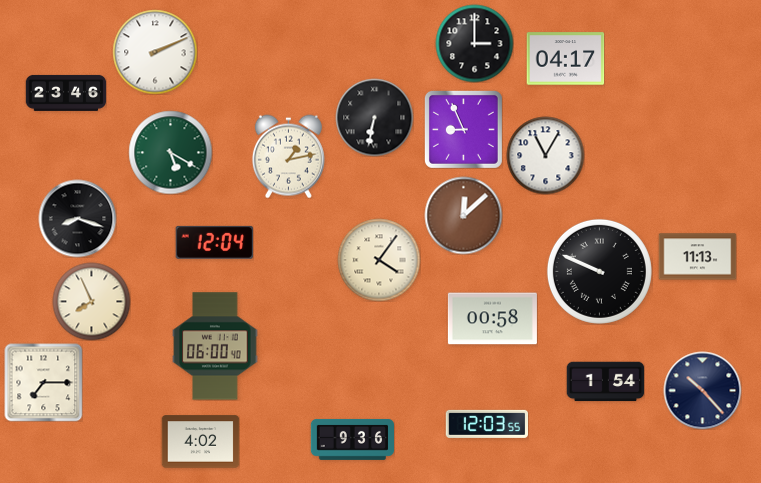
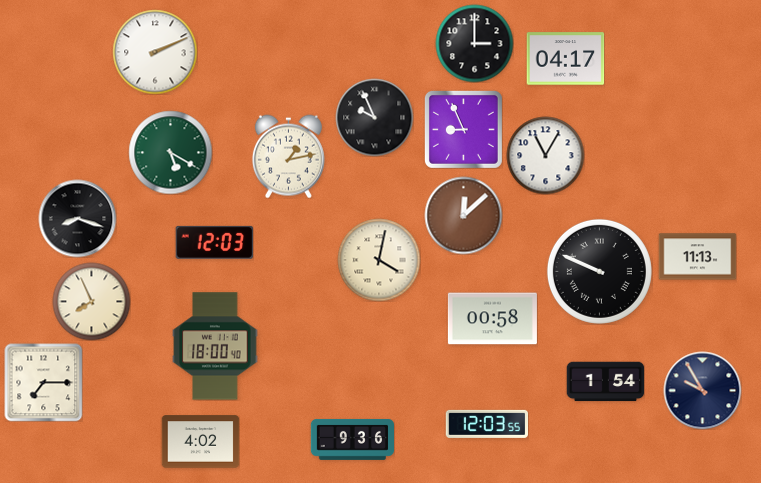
clock at (66, 93): 23:46 -> none
clock at (374, 117): 6:32 -> 9:56
clock at (214, 242): 12:04 -> 12:03
clock at (379, 260): 4:06 -> 4:02
clock at (215, 346): 06:00 -> 18:00
clock at (702, 390): 10:23 -> 9:55
